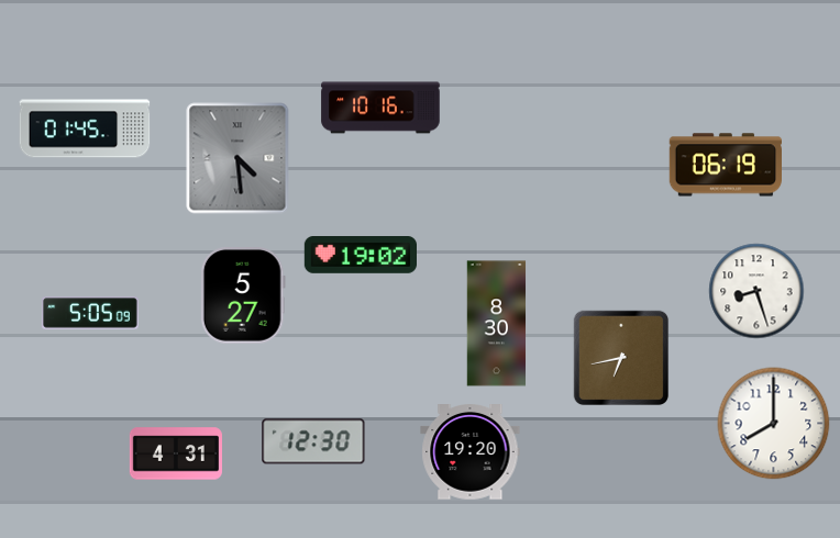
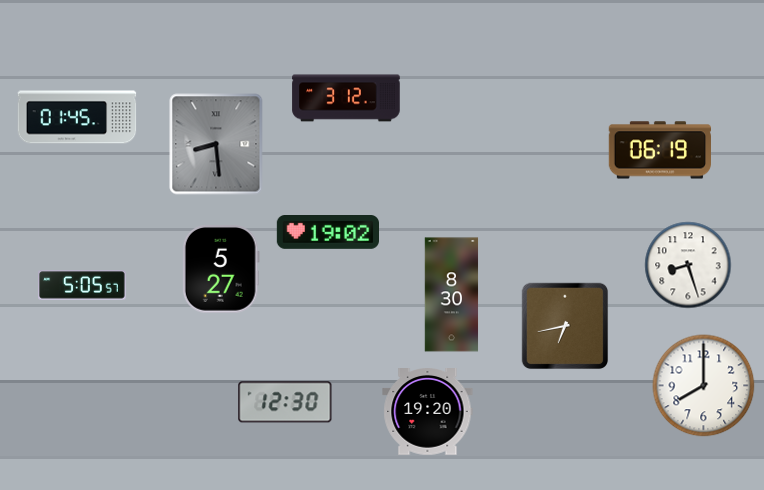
clock at (380, 108): 10:16 -> 3:12
clock at (237, 158): 4:29 -> 8:29
clock at (90, 313): 5:05:09 -> 5:05:57
clock at (176, 453): 4:31 -> none
